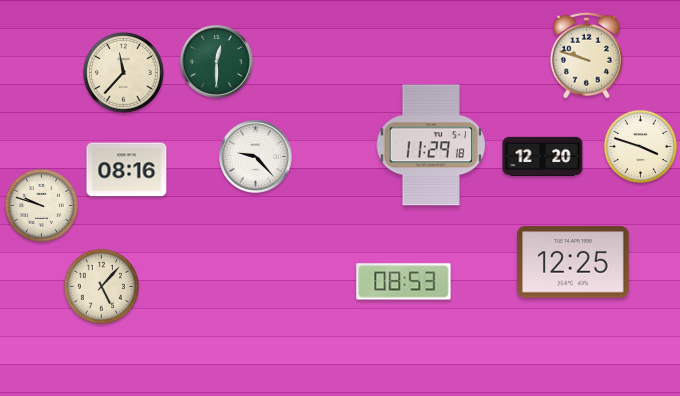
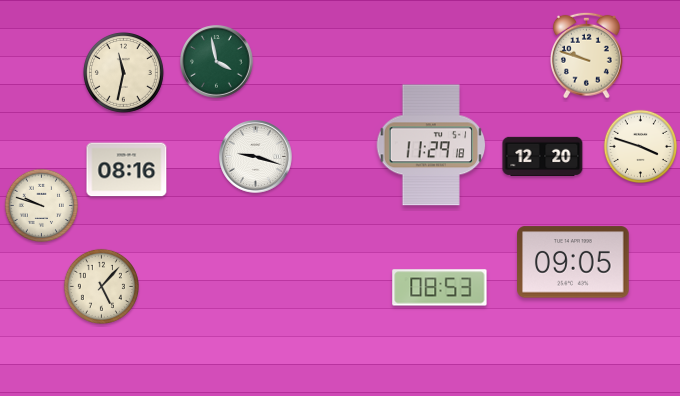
clock at (217, 62): 12:30 -> 3:58
clock at (123, 72): 11:37 -> 11:32
clock at (256, 157): 9:23 -> 9:18
clock at (573, 262): 12:25 -> 09:05
clock at (404, 282) position: (404, 282) -> (440, 288)
